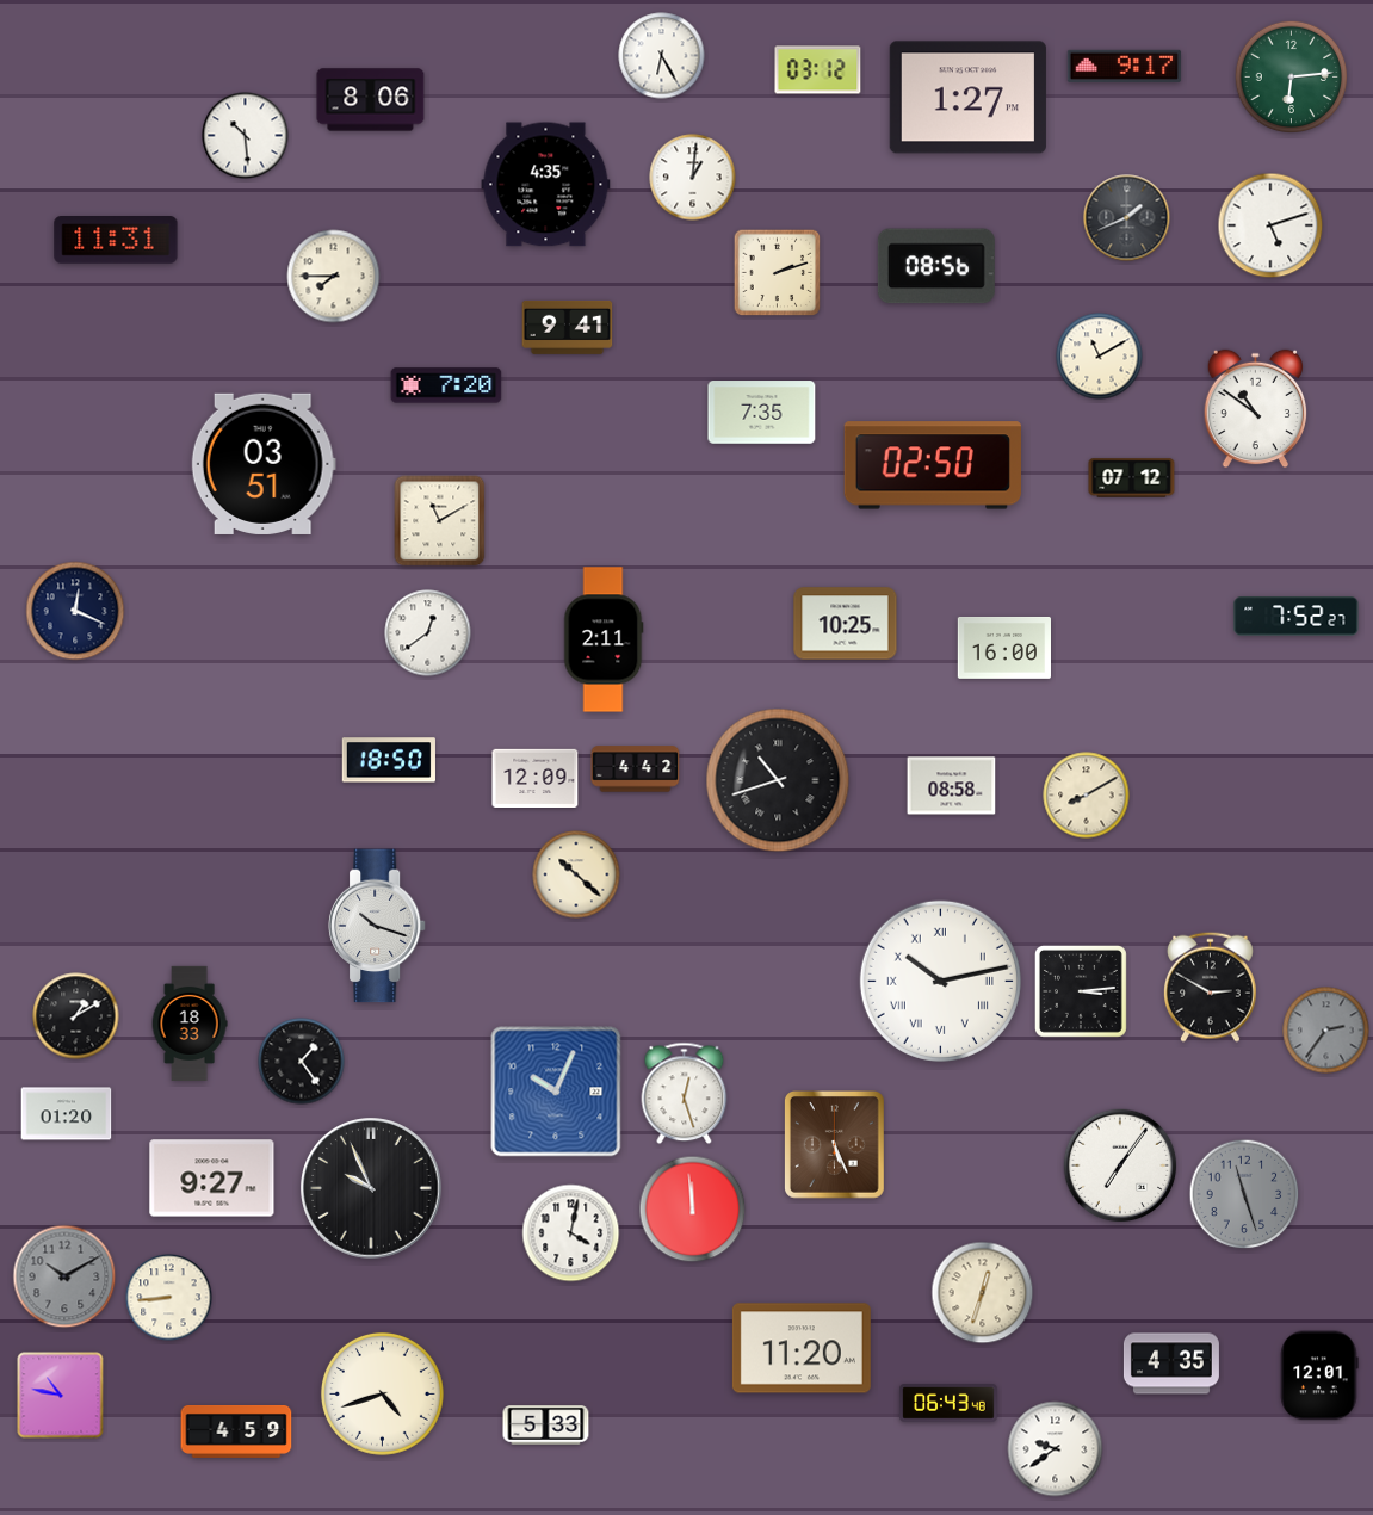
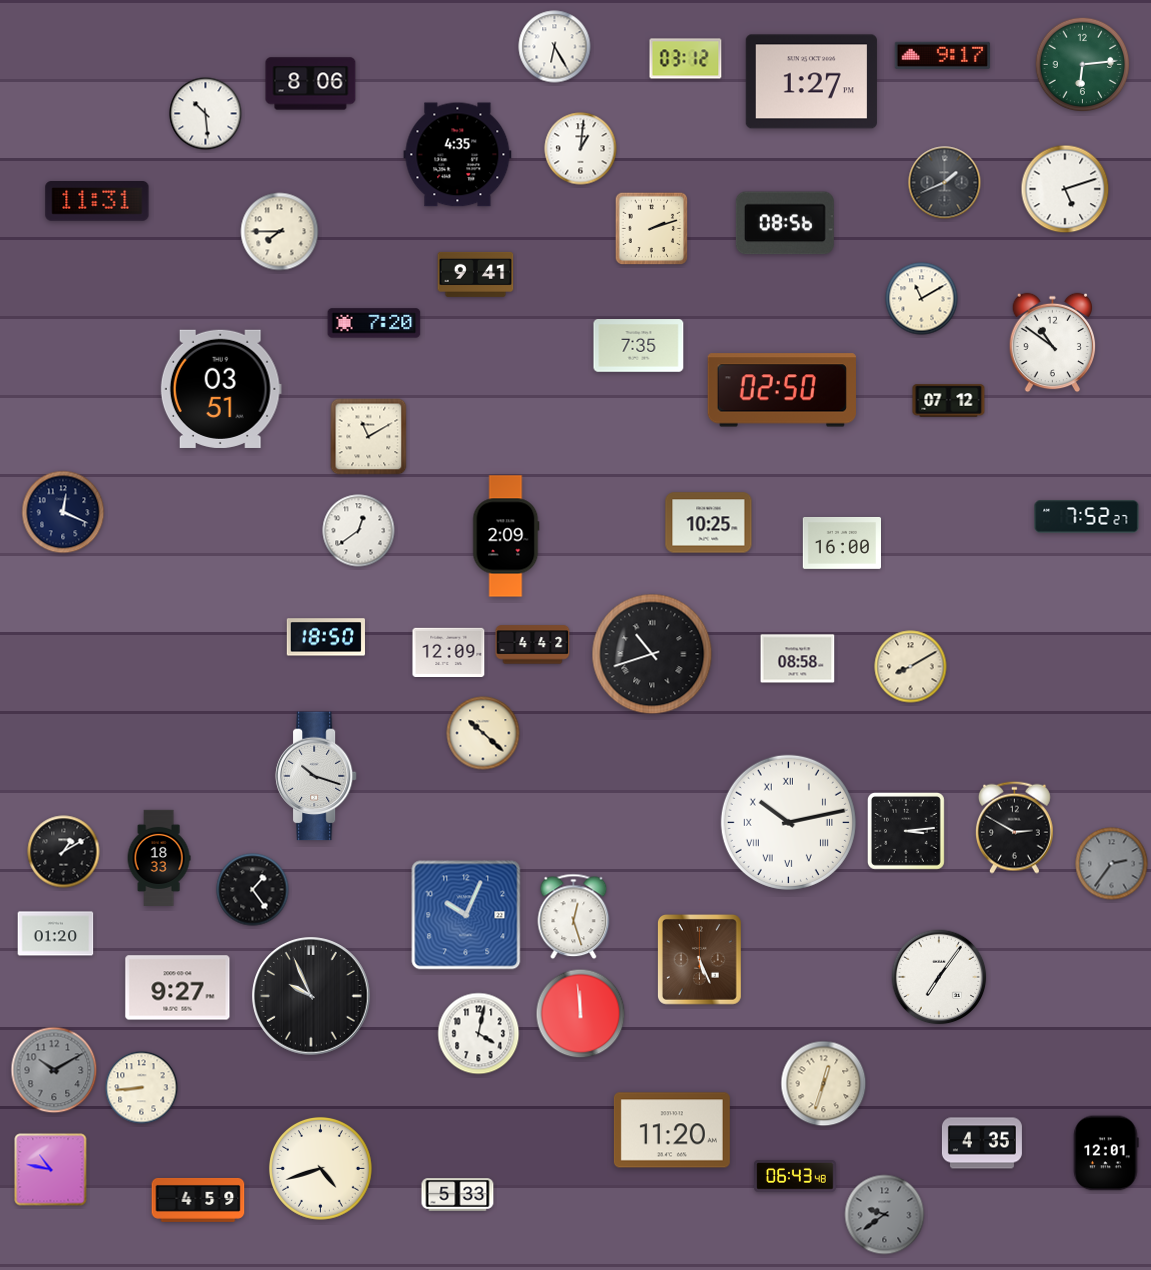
clock at (604, 639): 2:11 -> 2:09
clock at (1244, 1194): 11:27 -> none
clock at (1056, 1449) dial: white -> grey
